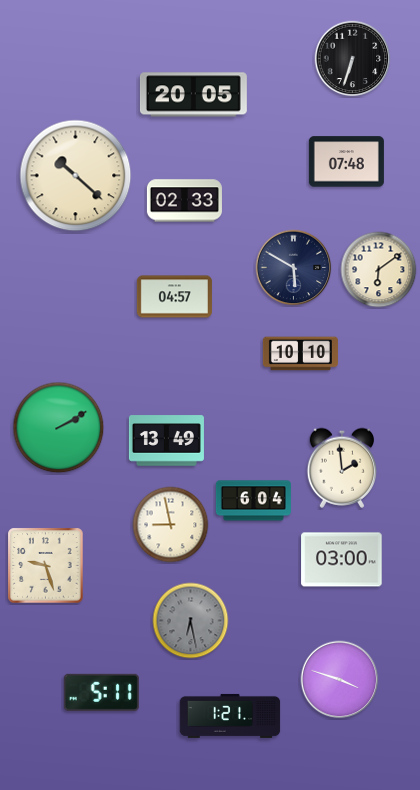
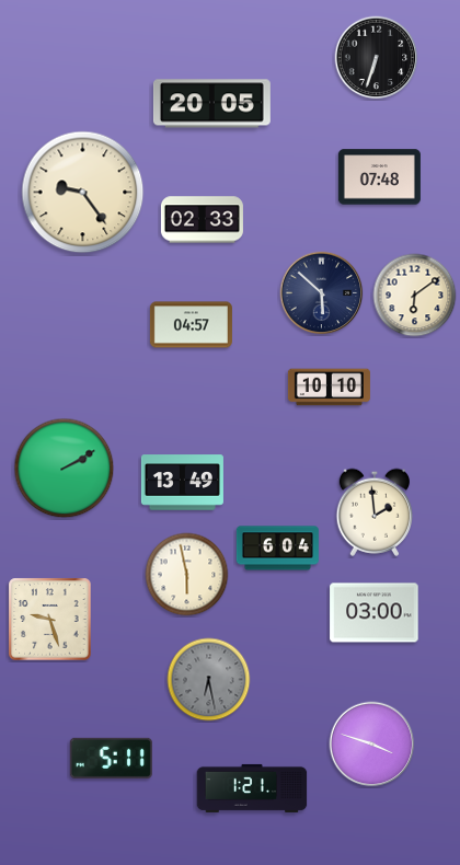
clock at (353, 59) position: (353, 59) -> (377, 58)
clock at (76, 176): 10:22 -> 9:24
clock at (294, 268): 5:50 -> 5:52
clock at (171, 525): 8:58 -> 5:58
clock at (230, 716) position: (230, 716) -> (252, 788)
